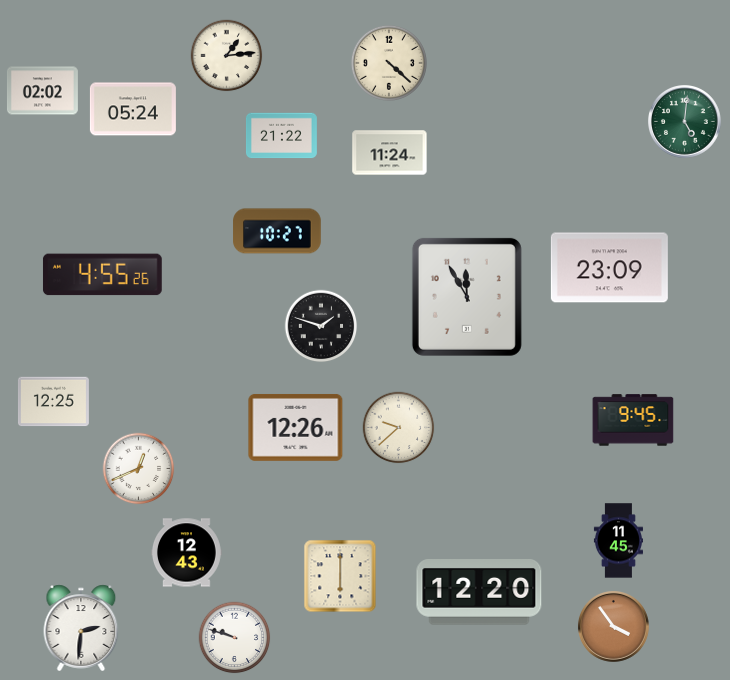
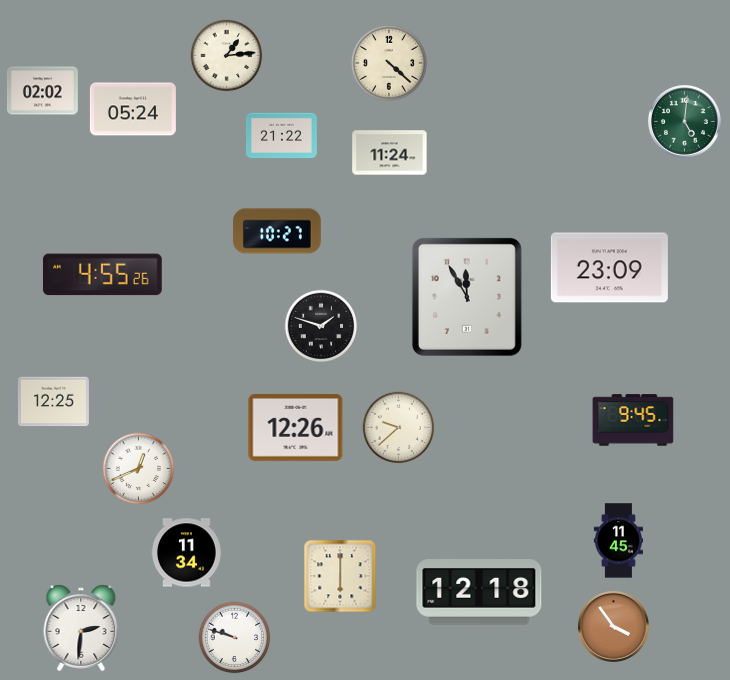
clock at (186, 553): 12:43 -> 11:34
clock at (479, 593): 12:20 -> 12:18
